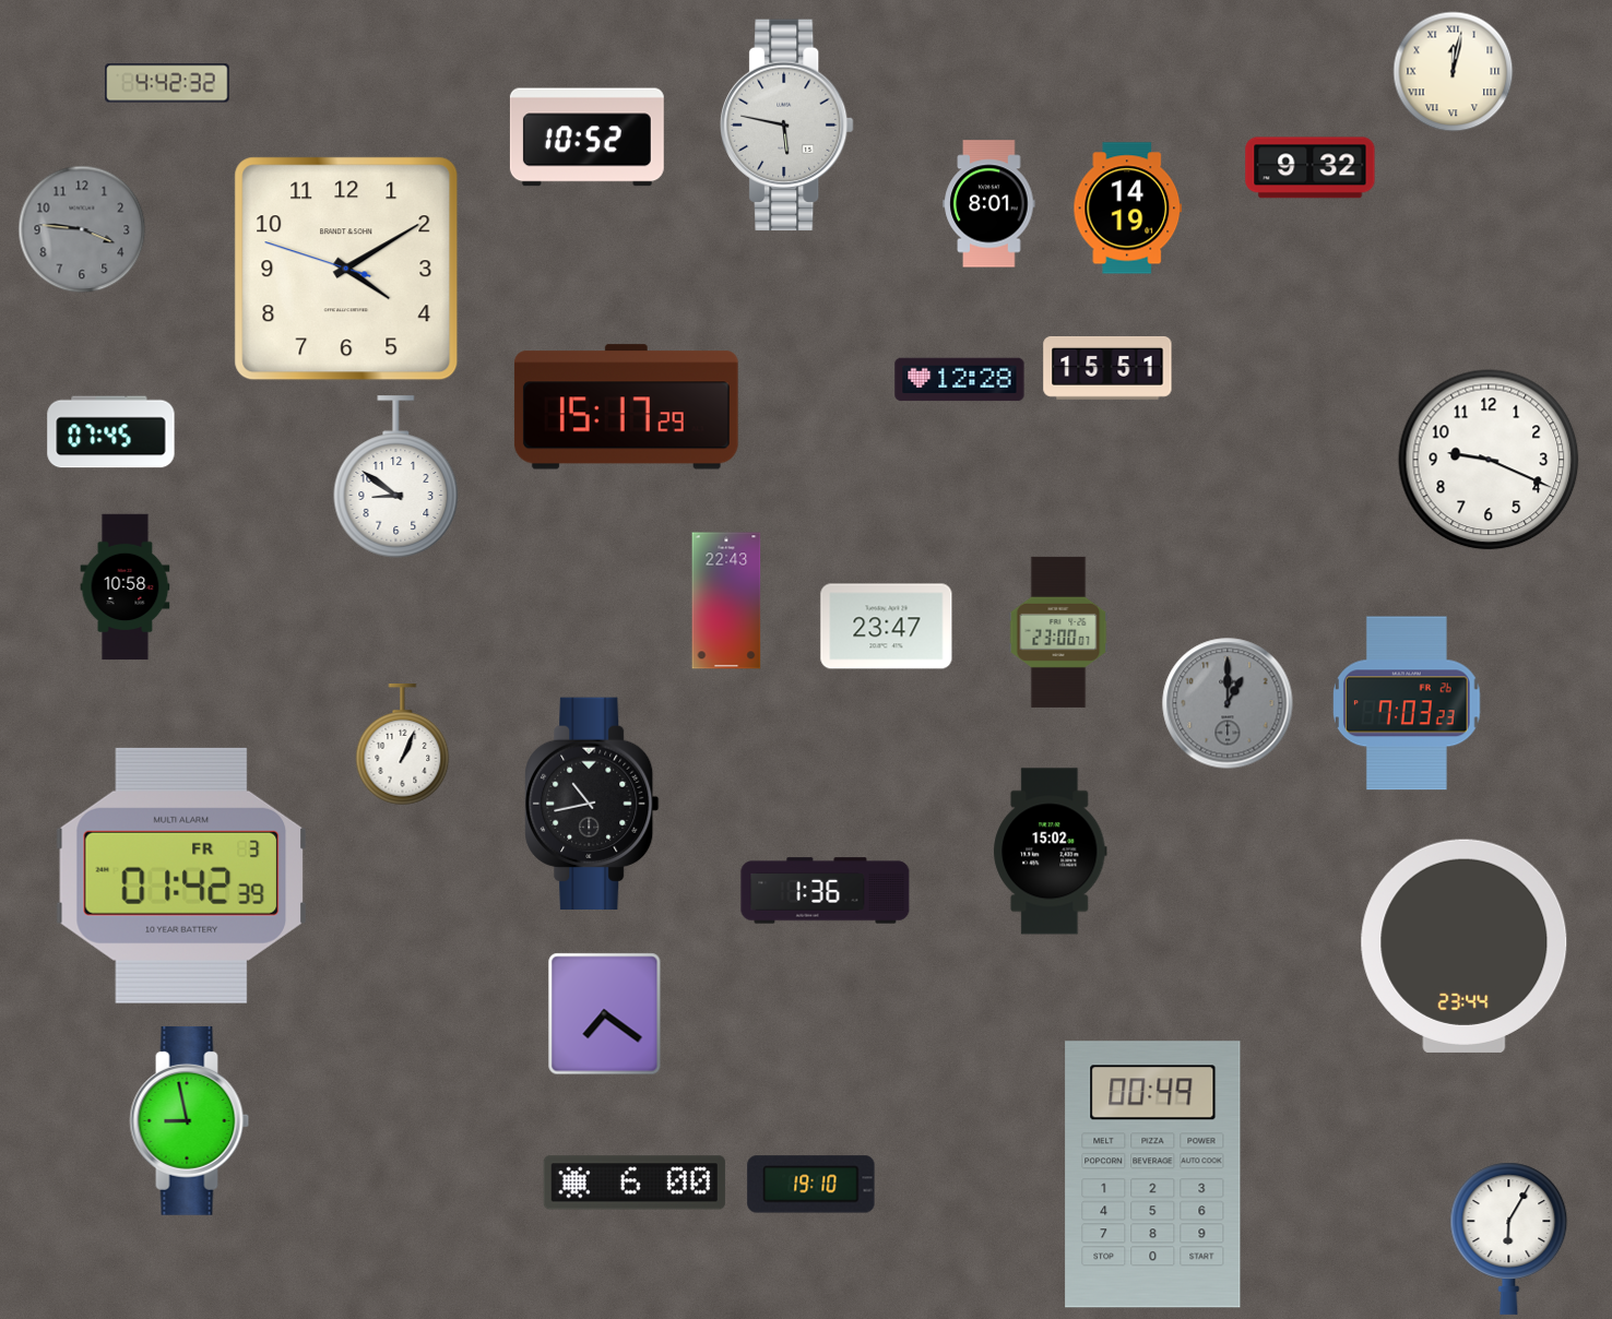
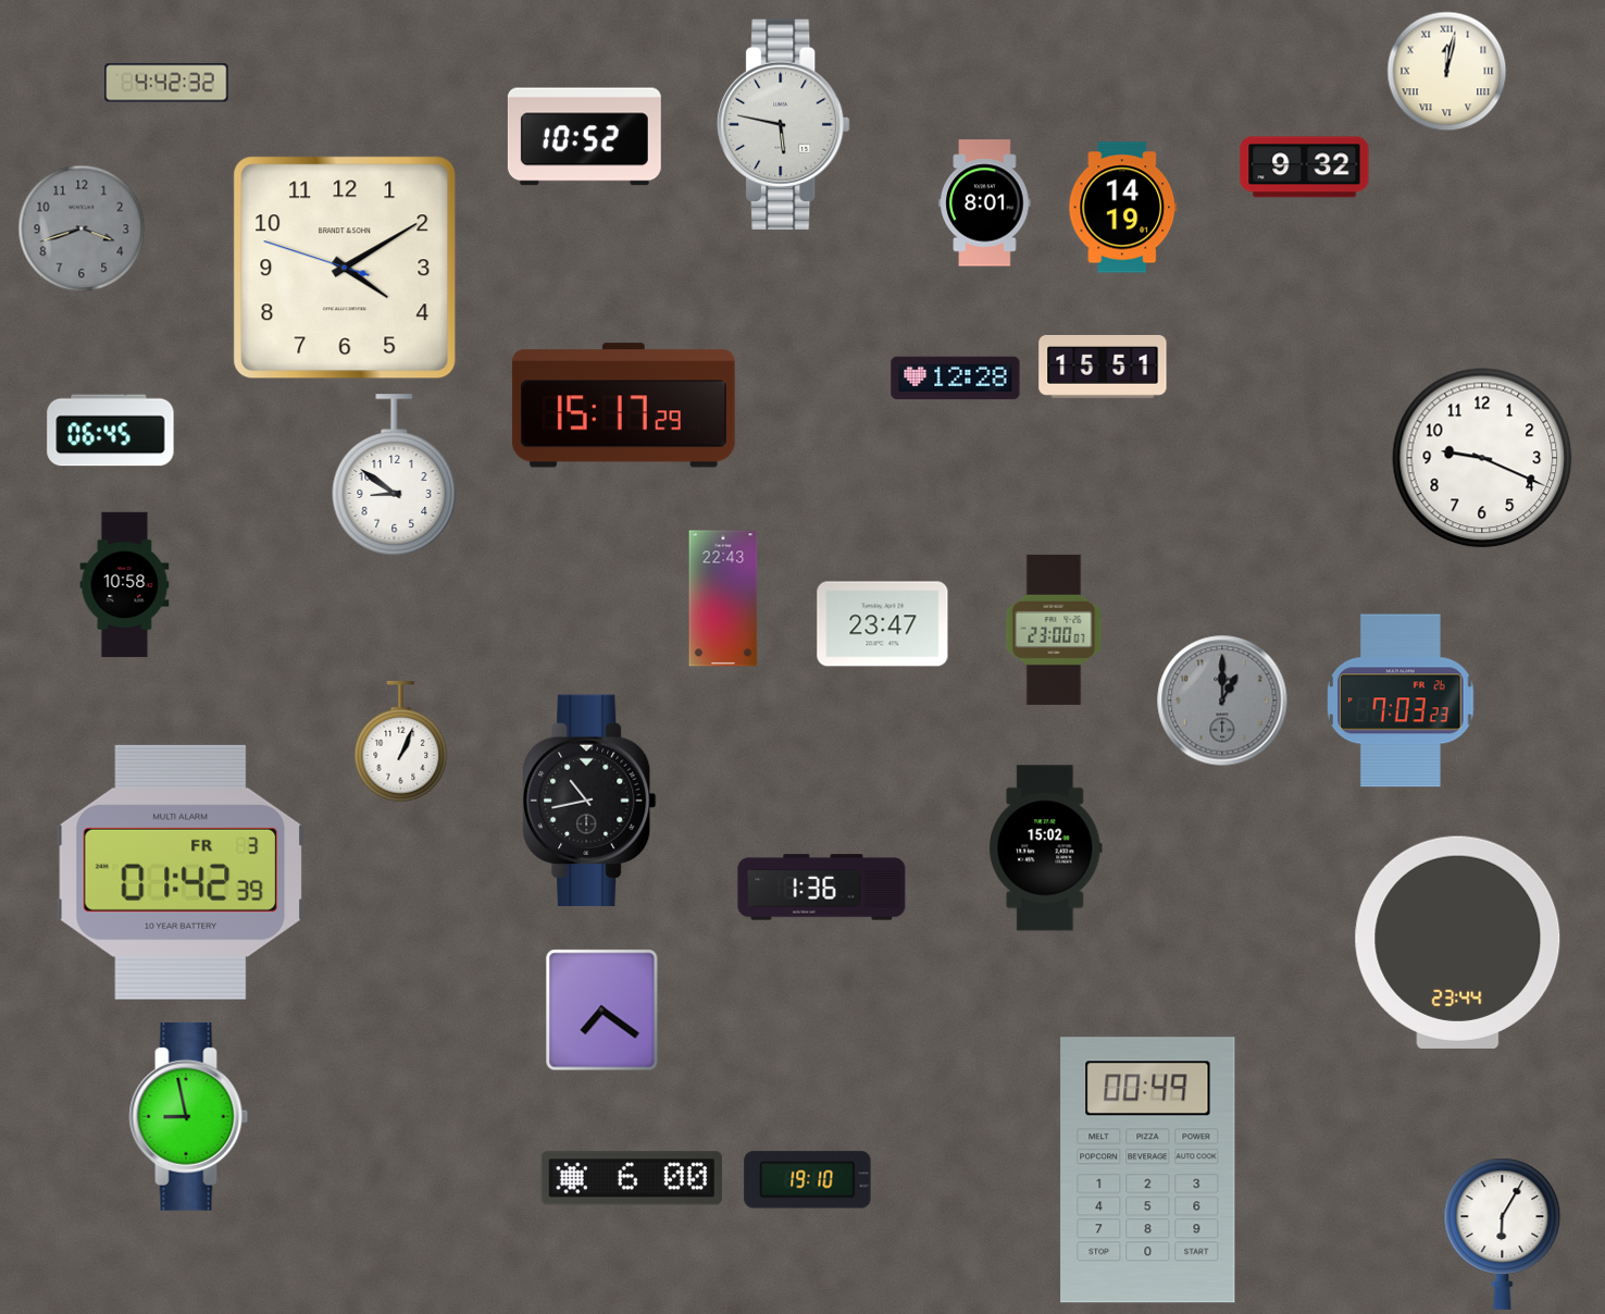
clock at (82, 229): 3:46 -> 3:42
clock at (111, 432): 07:45 -> 06:45
